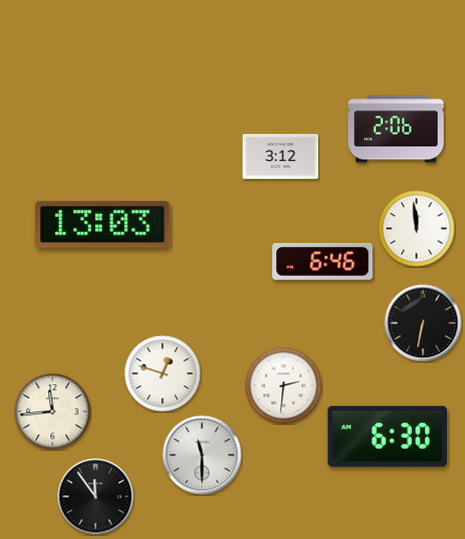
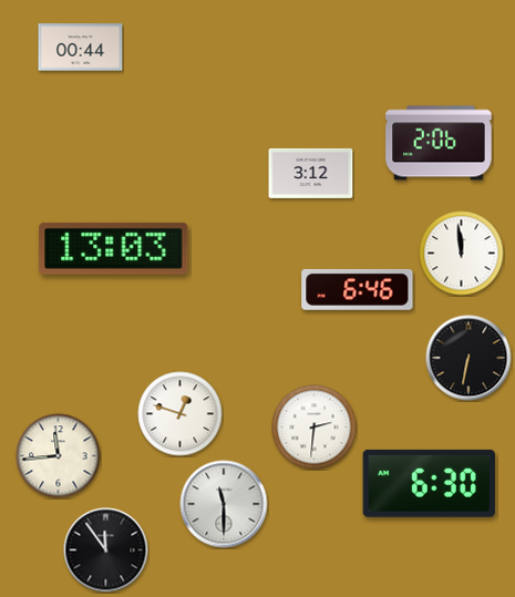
clock at (81, 48): none -> 00:44
